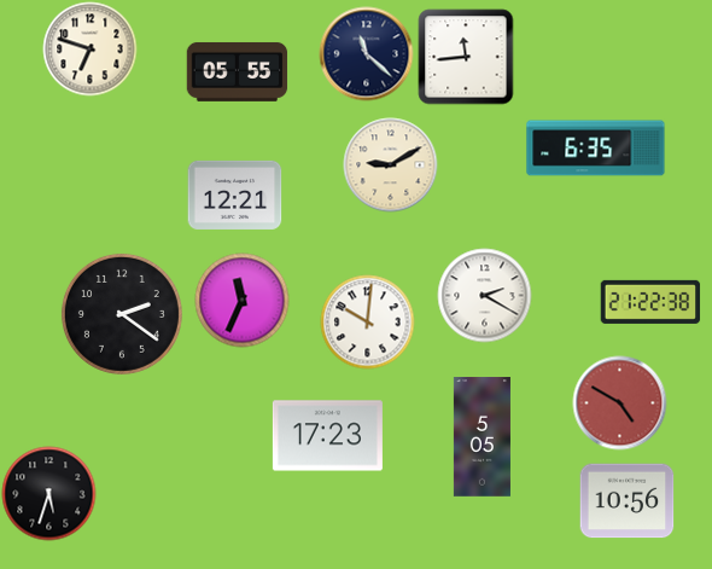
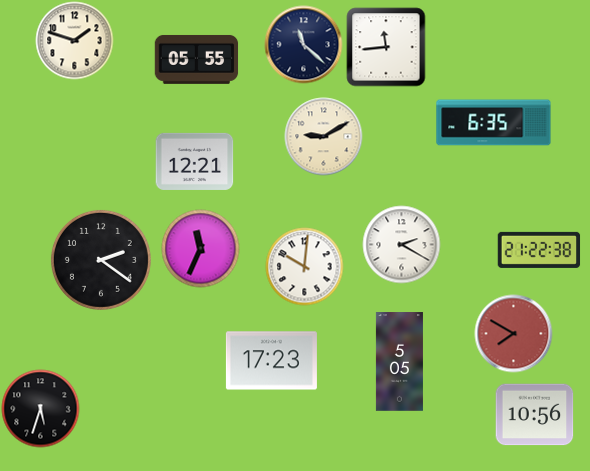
clock at (89, 48): 6:48 -> 1:48
clock at (619, 402): 4:50 -> 7:50
clock at (626, 501) position: (626, 501) -> (534, 415)
